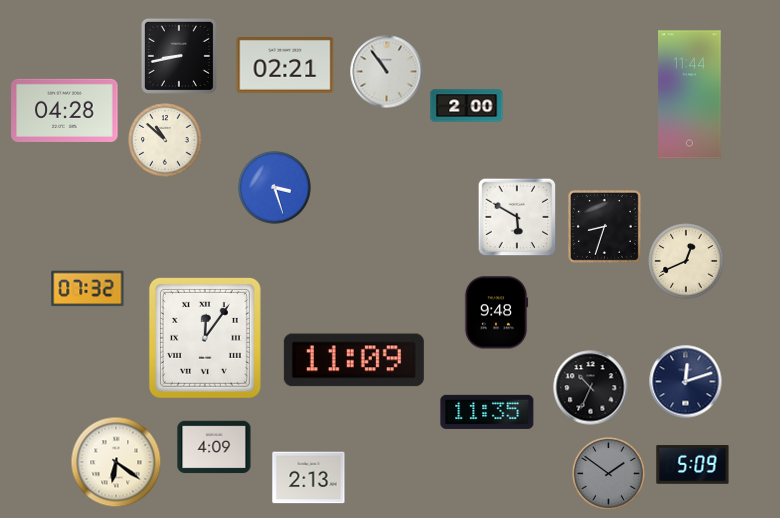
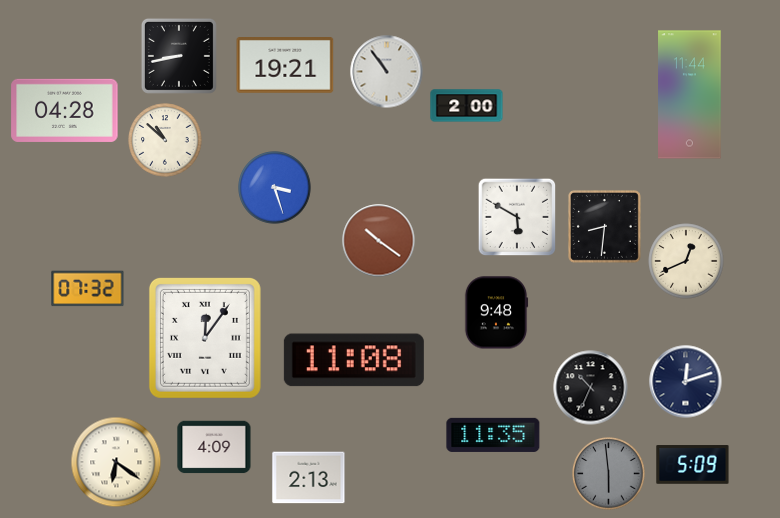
clock at (285, 66): 02:21 -> 19:21
clock at (604, 226): 8:33 -> 8:31
clock at (379, 241): none -> 10:21
clock at (354, 360): 11:09 -> 11:08
clock at (487, 412) position: (487, 412) -> (493, 435)
clock at (609, 474): 1:51 -> 5:59
